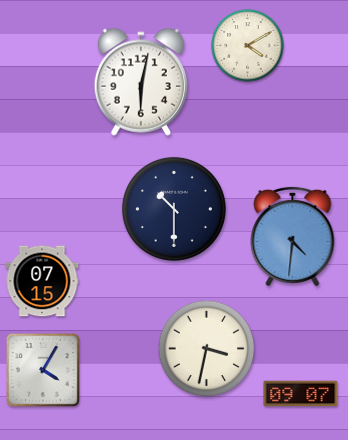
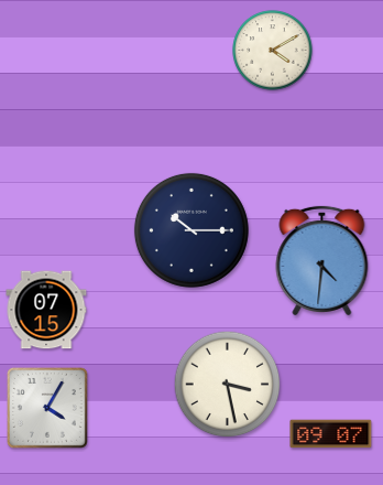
clock at (141, 82): 6:02 -> none
clock at (174, 209): 10:30 -> 10:15
clock at (207, 349): 3:32 -> 3:28
